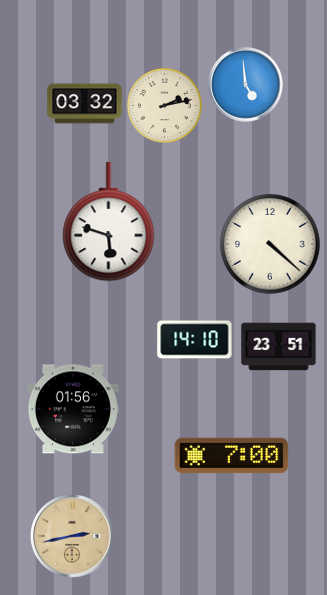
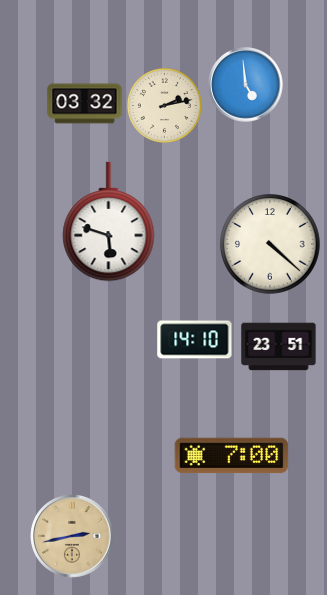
clock at (73, 409): 01:56 -> none
